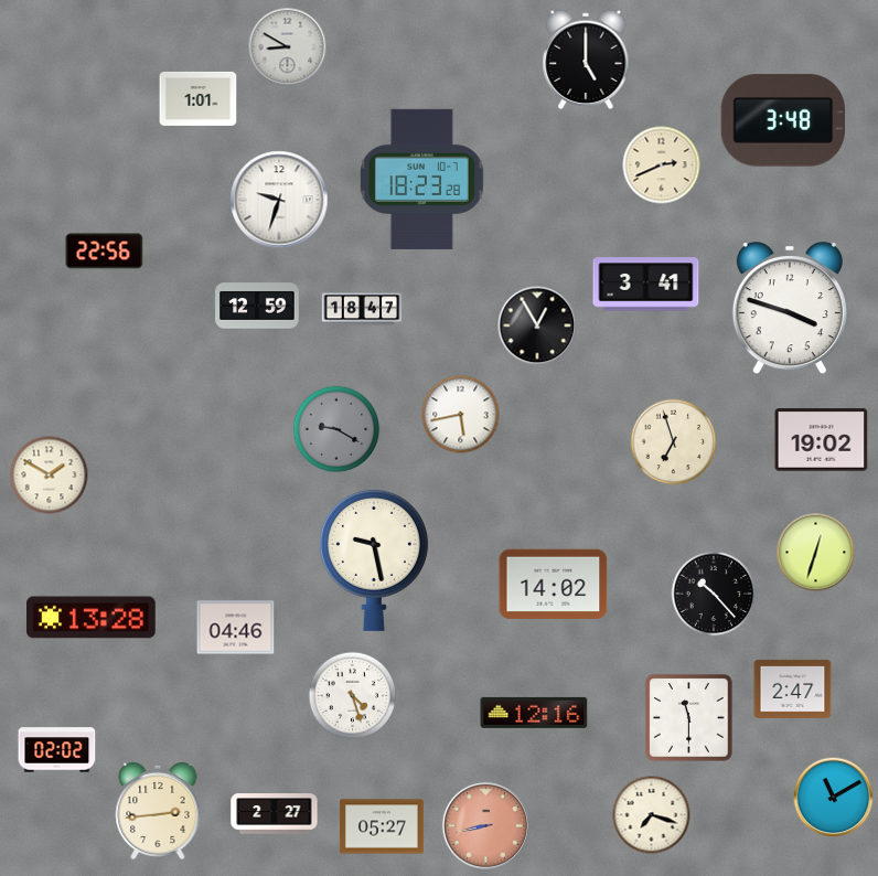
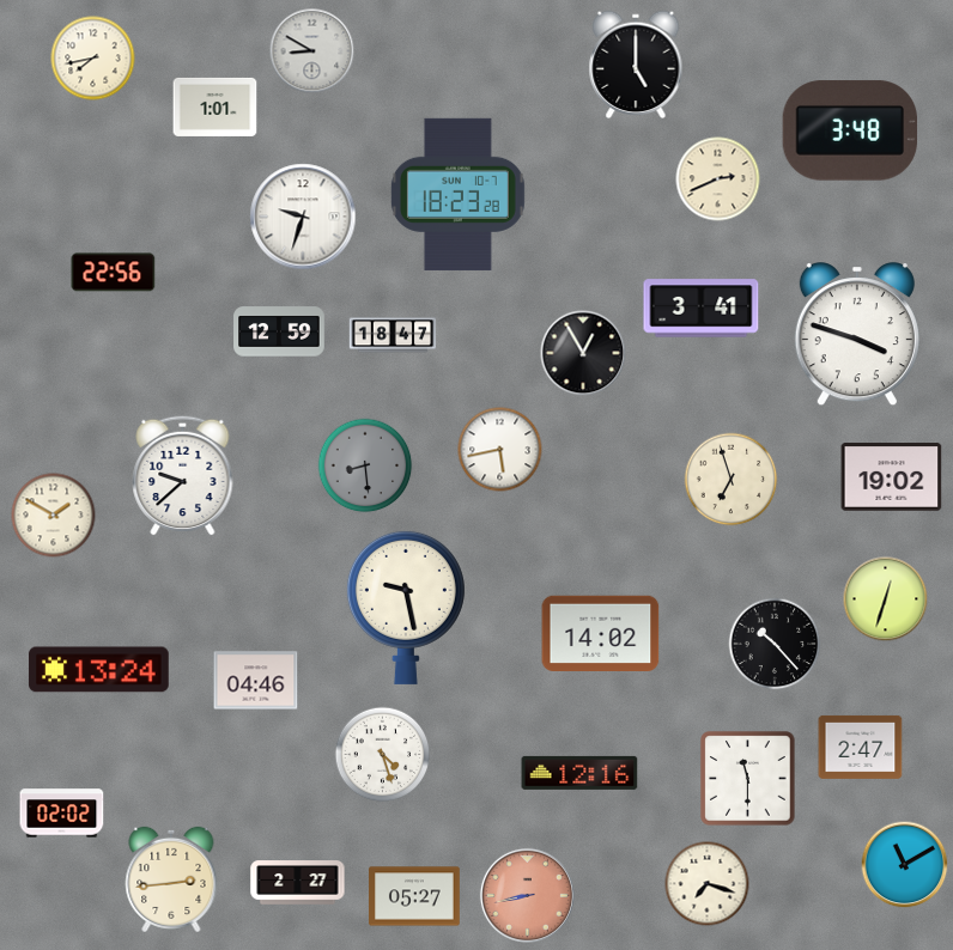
clock at (93, 59): none -> 7:43
clock at (336, 429): 9:20 -> 8:29
clock at (183, 475): none -> 9:38
clock at (92, 618): 13:28 -> 13:24
